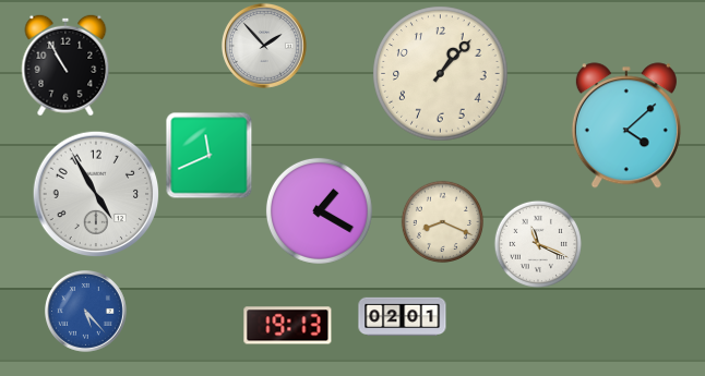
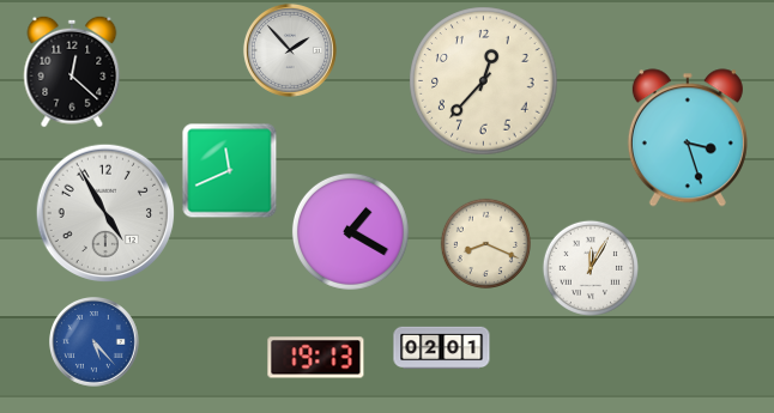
clock at (65, 65): 10:55 -> 12:22
clock at (441, 74): 1:07 -> 12:37
clock at (626, 125): 4:08 -> 3:27
clock at (538, 244): 11:19 -> 12:05
